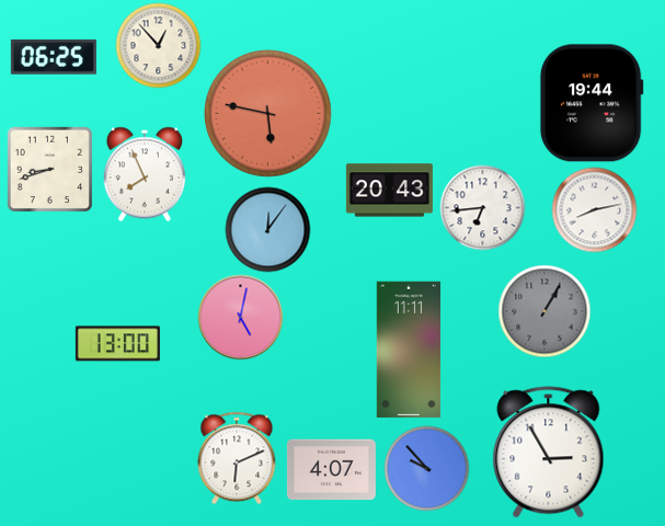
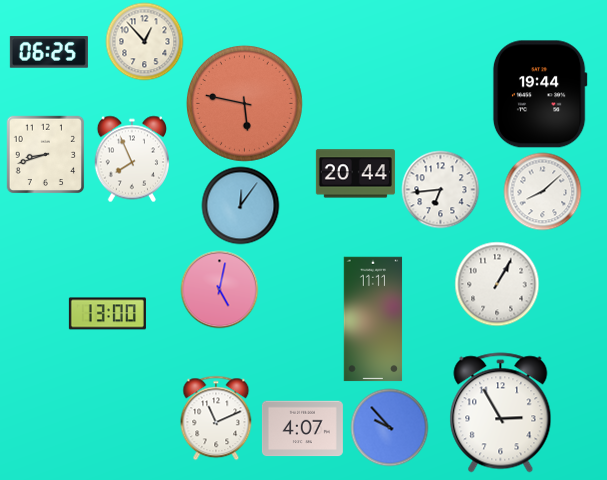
clock at (389, 191): 20:43 -> 20:44
clock at (594, 209): 8:13 -> 8:08
clock at (267, 229) position: (267, 229) -> (240, 205)
clock at (544, 311) dial: grey -> white
clock at (237, 458): 6:11 -> 11:11
